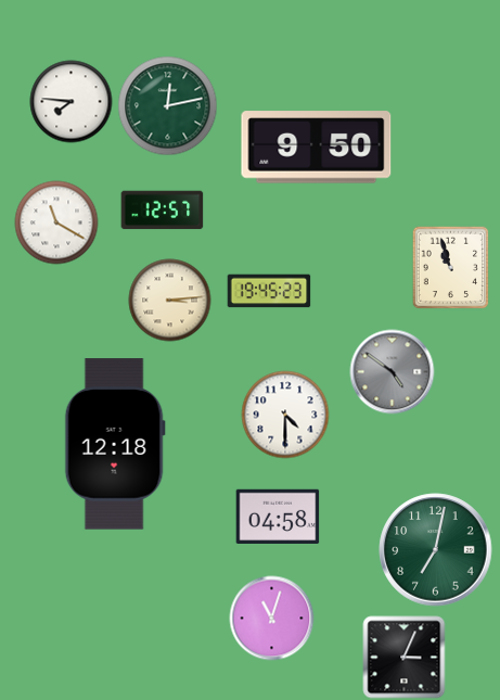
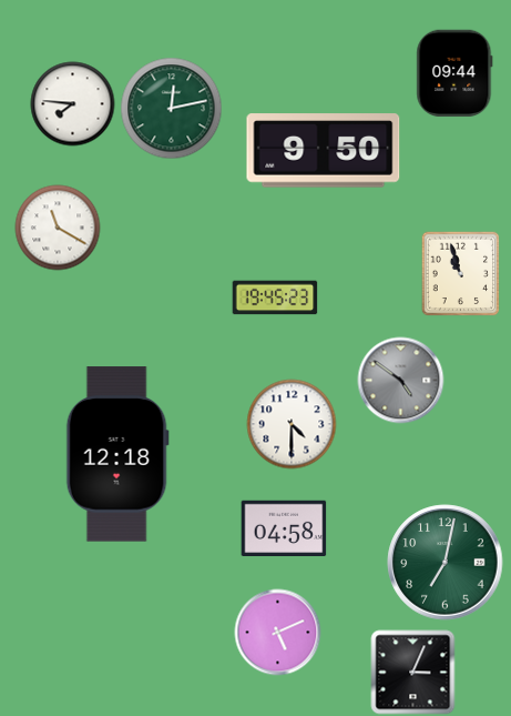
clock at (454, 73): none -> 09:44
clock at (163, 211): 12:57 -> none
clock at (170, 301): 3:14 -> none
clock at (272, 619): 11:03 -> 5:11
